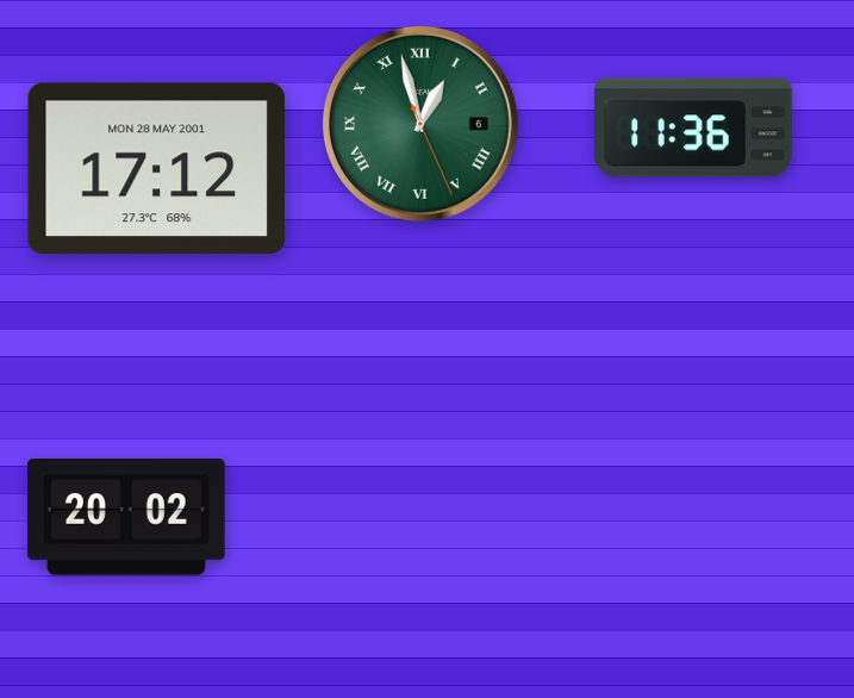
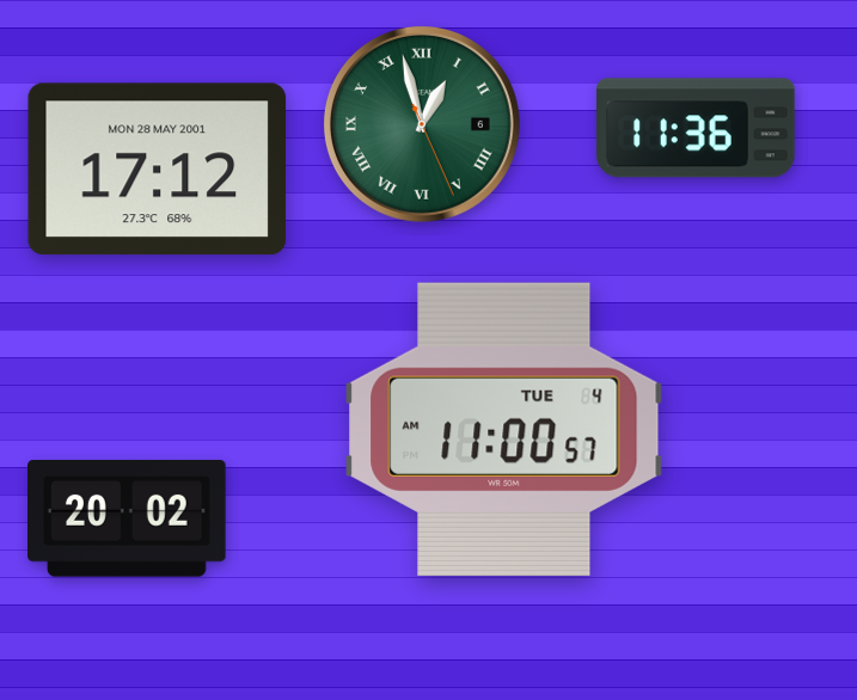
clock at (504, 429): none -> 11:00
